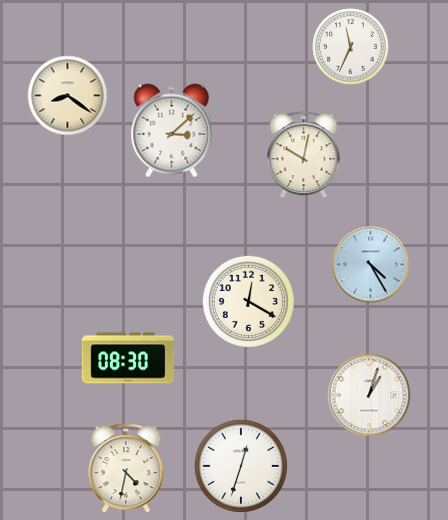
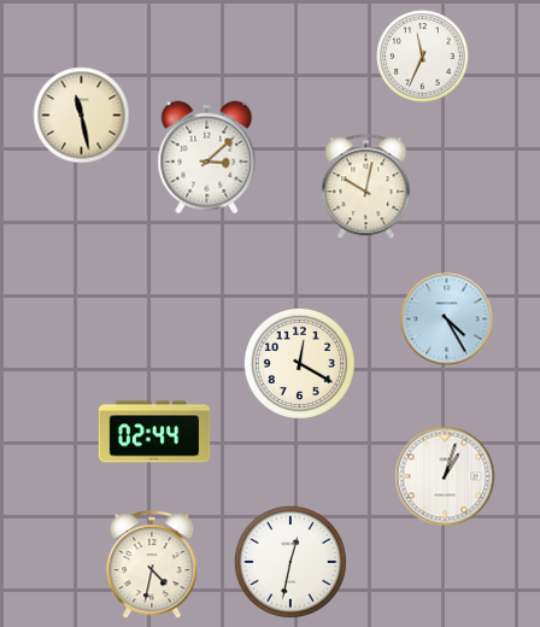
clock at (68, 96): 8:21 -> 11:28
clock at (128, 358): 08:30 -> 02:44
clock at (241, 466): 12:33 -> 12:32
